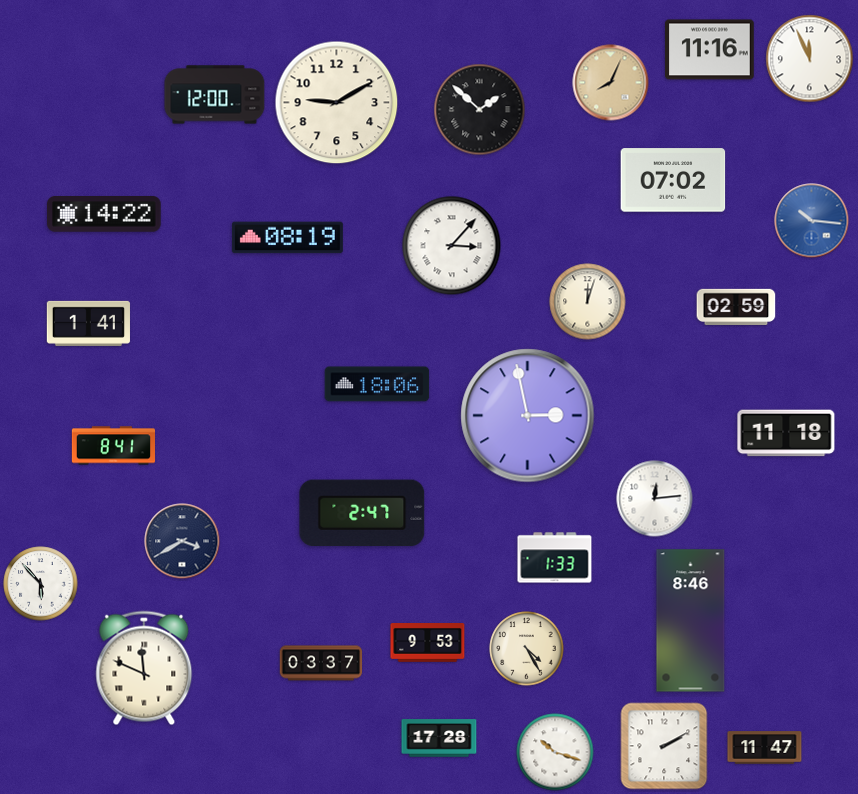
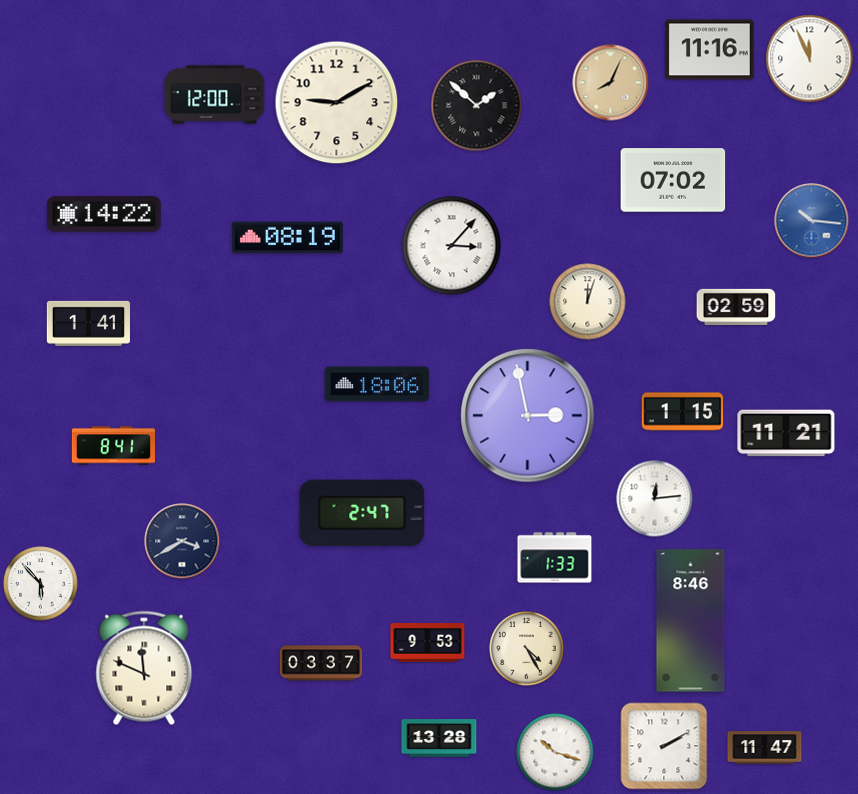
clock at (480, 110) position: (480, 110) -> (477, 106)
clock at (683, 412): none -> 1:15
clock at (786, 433): 11:18 -> 11:21
clock at (439, 738): 17:28 -> 13:28
